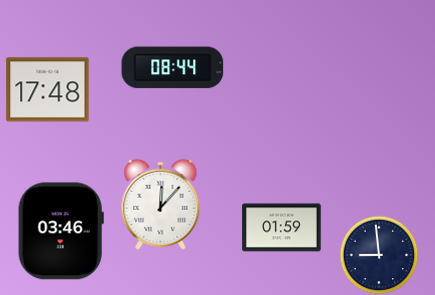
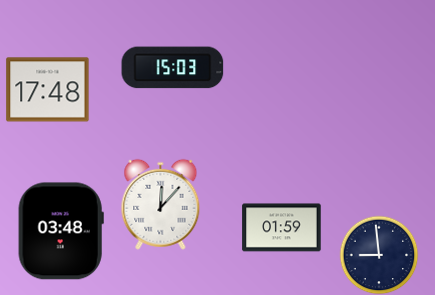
clock at (173, 68): 08:44 -> 15:03
clock at (61, 231): 03:46 -> 03:48
